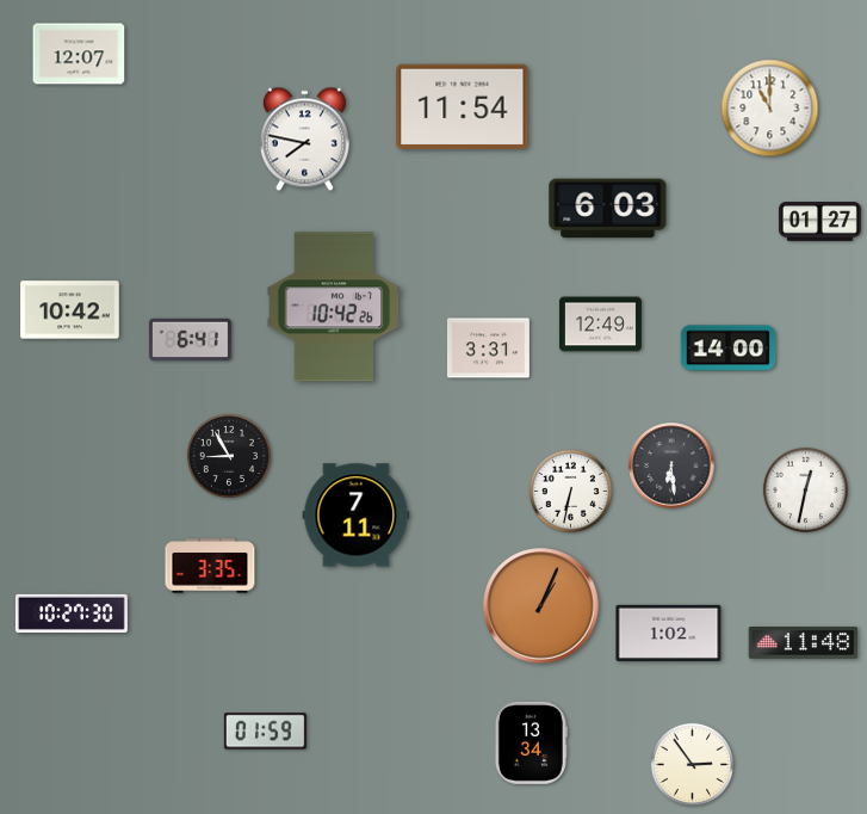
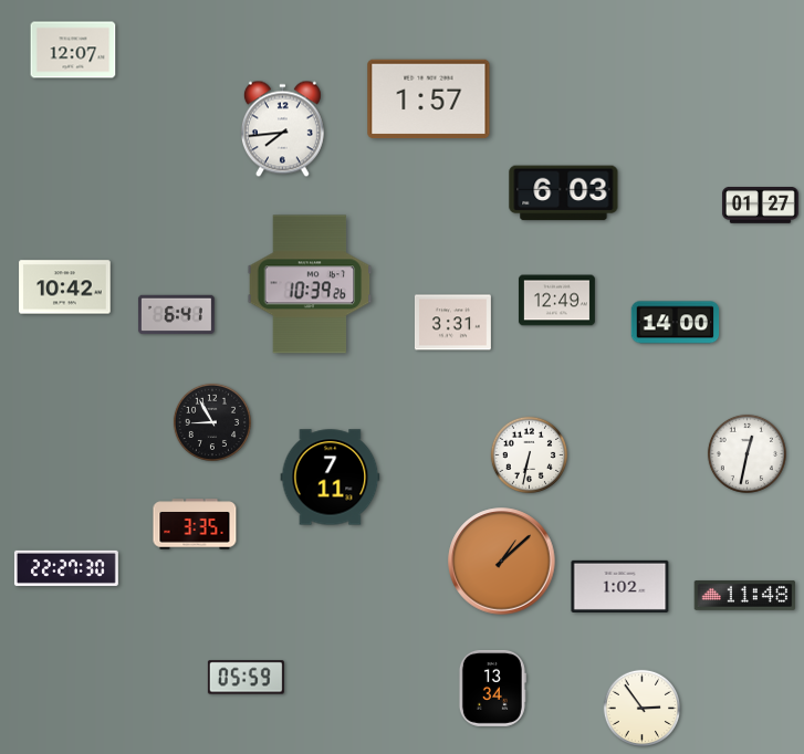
clock at (463, 107): 11:54 -> 1:57
clock at (770, 109): 11:00 -> none
clock at (304, 140): 7:47 -> 7:44
clock at (334, 307): 10:42 -> 10:39
clock at (671, 465): 6:29 -> none
clock at (541, 606): 1:04 -> 1:08
clock at (72, 613): 10:27 -> 22:27
clock at (265, 732): 01:59 -> 05:59
